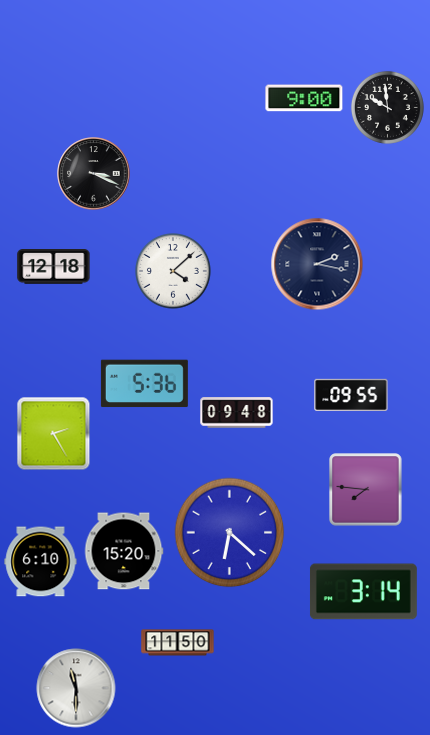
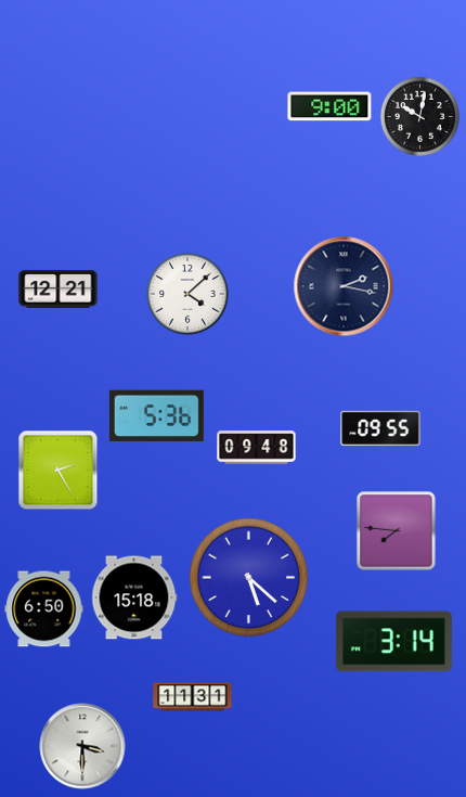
clock at (387, 107): 9:59 -> 10:02
clock at (94, 174): 3:19 -> none
clock at (54, 267): 12:18 -> 12:21
clock at (230, 533): 6:22 -> 5:22
clock at (124, 551): 15:20 -> 15:18
clock at (41, 562): 6:10 -> 6:50
clock at (178, 643): 11:50 -> 11:31
clock at (76, 688): 11:30 -> 3:30
